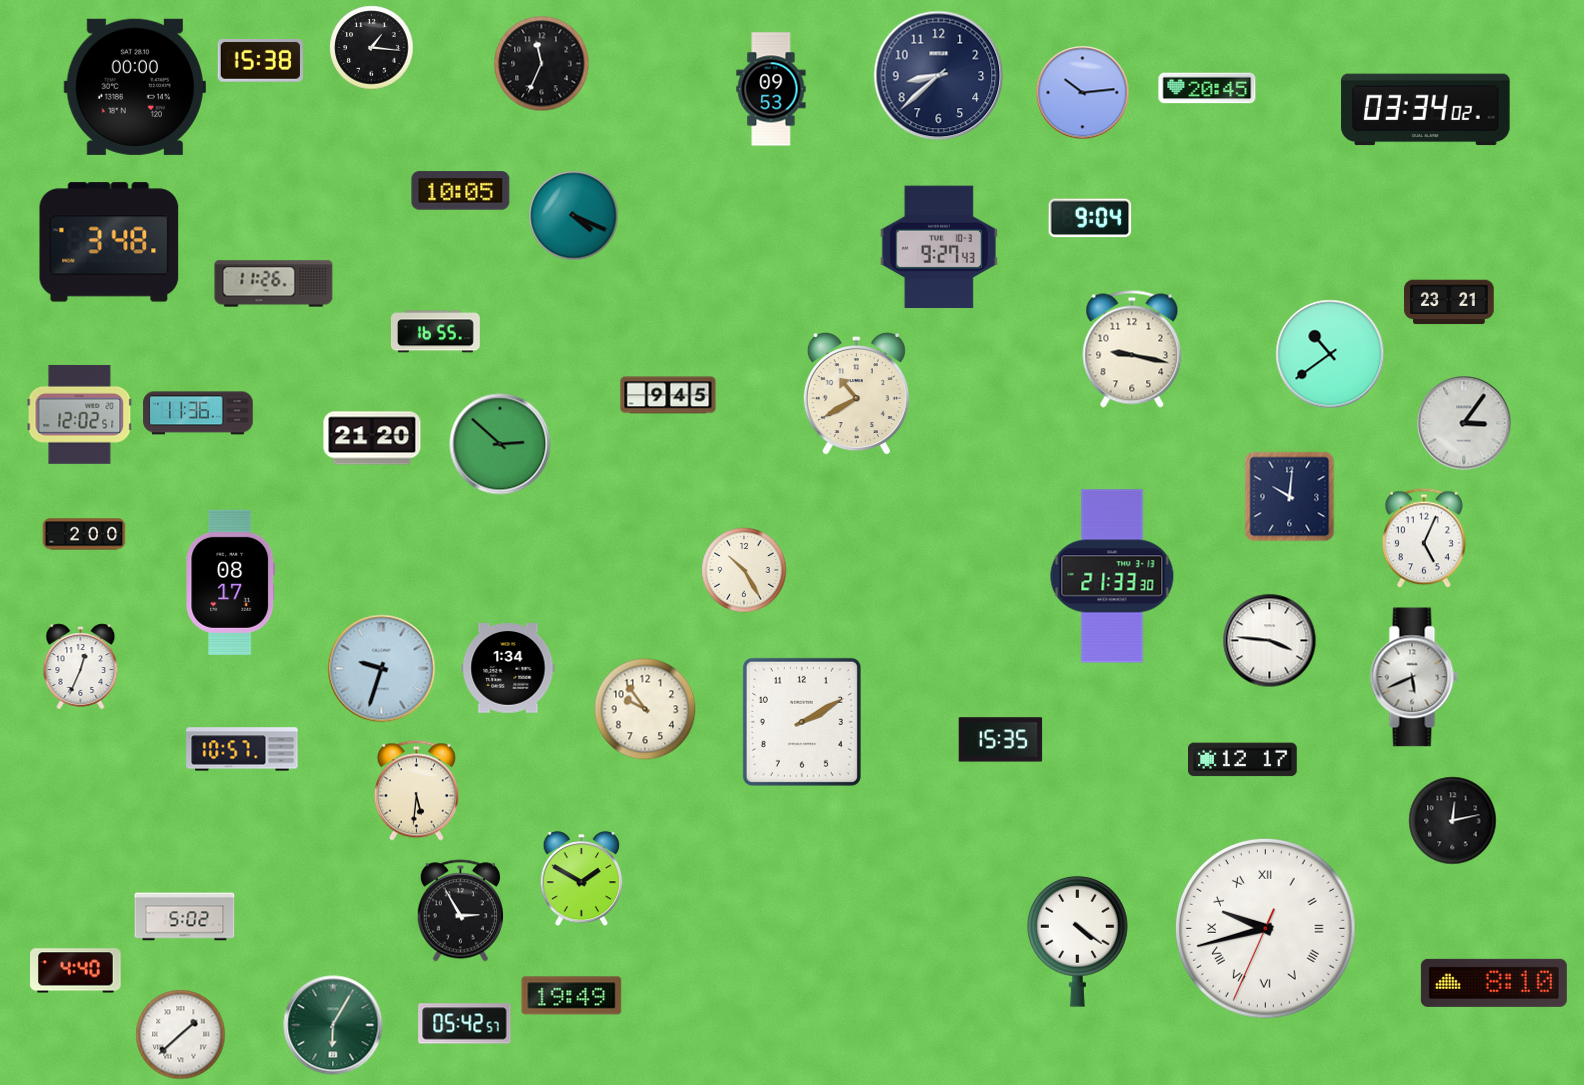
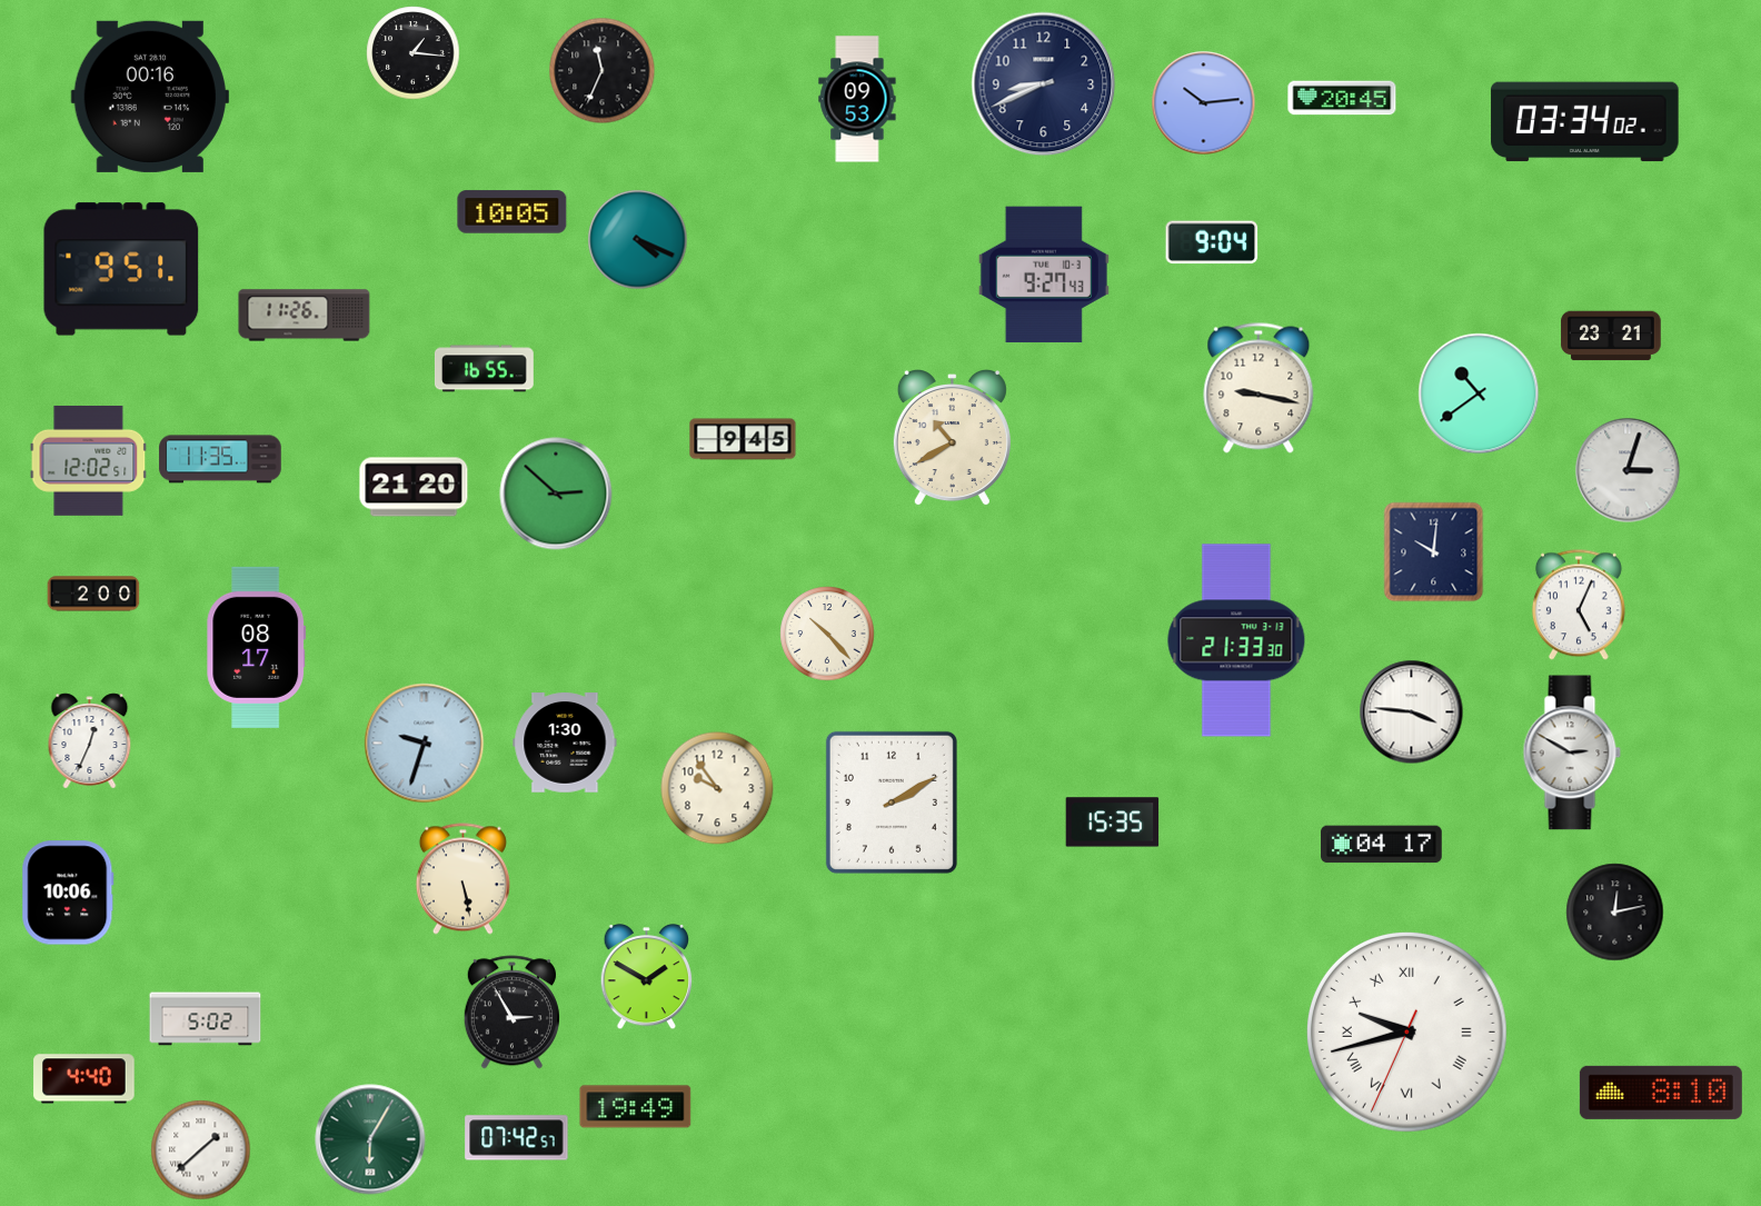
clock at (260, 61): 15:38 -> none
clock at (939, 76): 8:38 -> 8:41
clock at (135, 87): 00:00 -> 00:16
clock at (109, 242): 3:48 -> 9:51
clock at (198, 413): 11:36 -> 11:35
clock at (1464, 423): 3:06 -> 3:03
clock at (1424, 538) position: (1424, 538) -> (1579, 605)
clock at (744, 570): 10:25 -> 10:23
clock at (508, 668): 1:34 -> 1:30
clock at (1414, 677): 5:41 -> 2:50
clock at (242, 749): 10:57 -> none
clock at (1243, 760): 12:17 -> 04:17
clock at (416, 791): 5:31 -> 5:28
clock at (68, 893): none -> 10:06
clock at (1078, 941): 4:21 -> none
clock at (465, 1024): 05:42 -> 07:42
